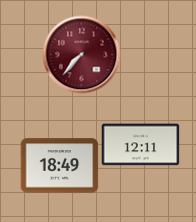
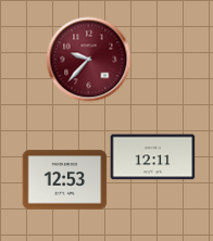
clock at (81, 54): 7:37 -> 9:37
clock at (59, 166): 18:49 -> 12:53
